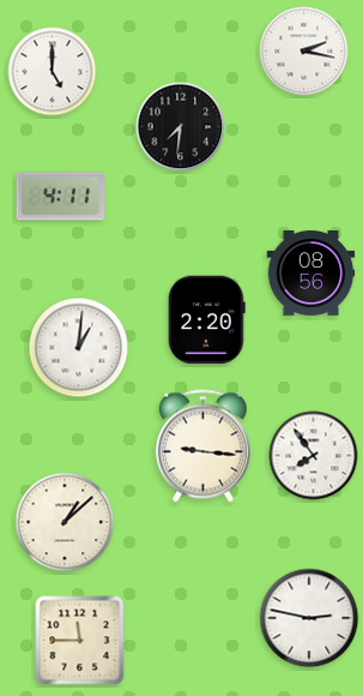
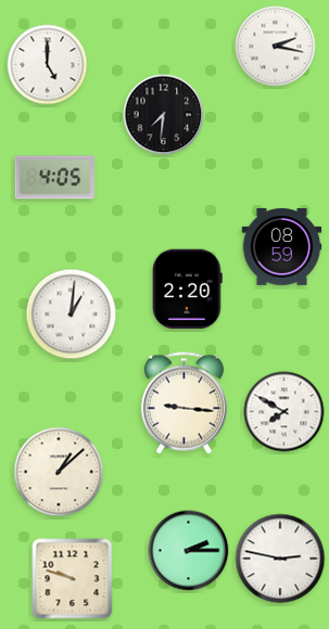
clock at (61, 197): 4:11 -> 4:05
clock at (311, 274): 08:56 -> 08:59
clock at (314, 456): 7:54 -> 7:50
clock at (189, 551): none -> 2:15
clock at (80, 641): 11:45 -> 9:48
